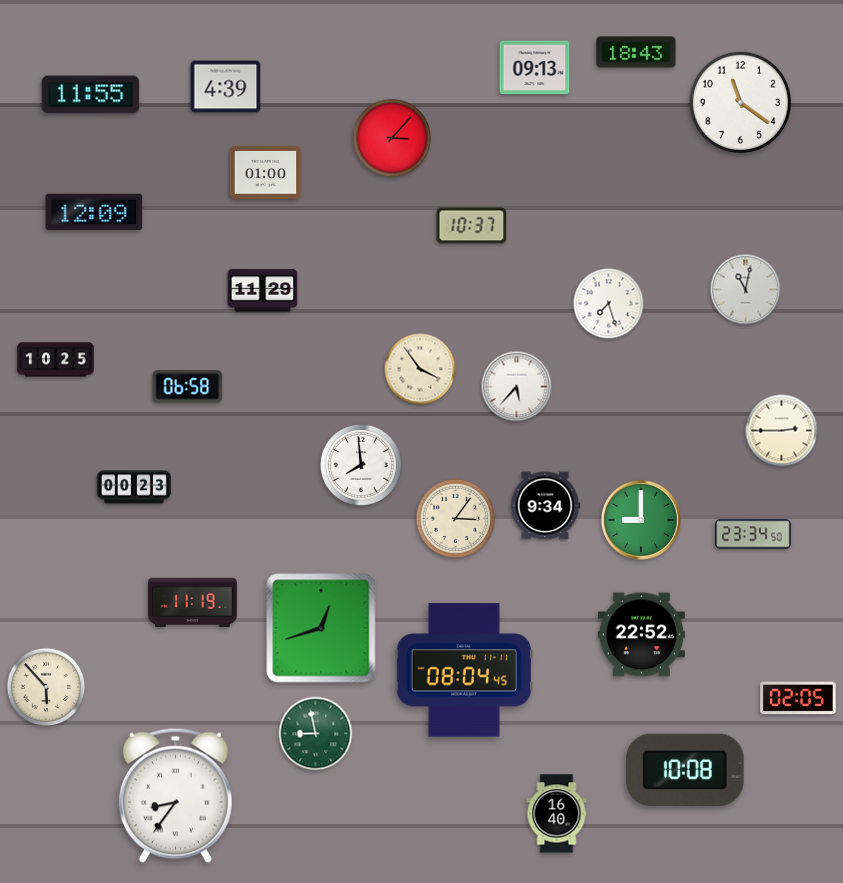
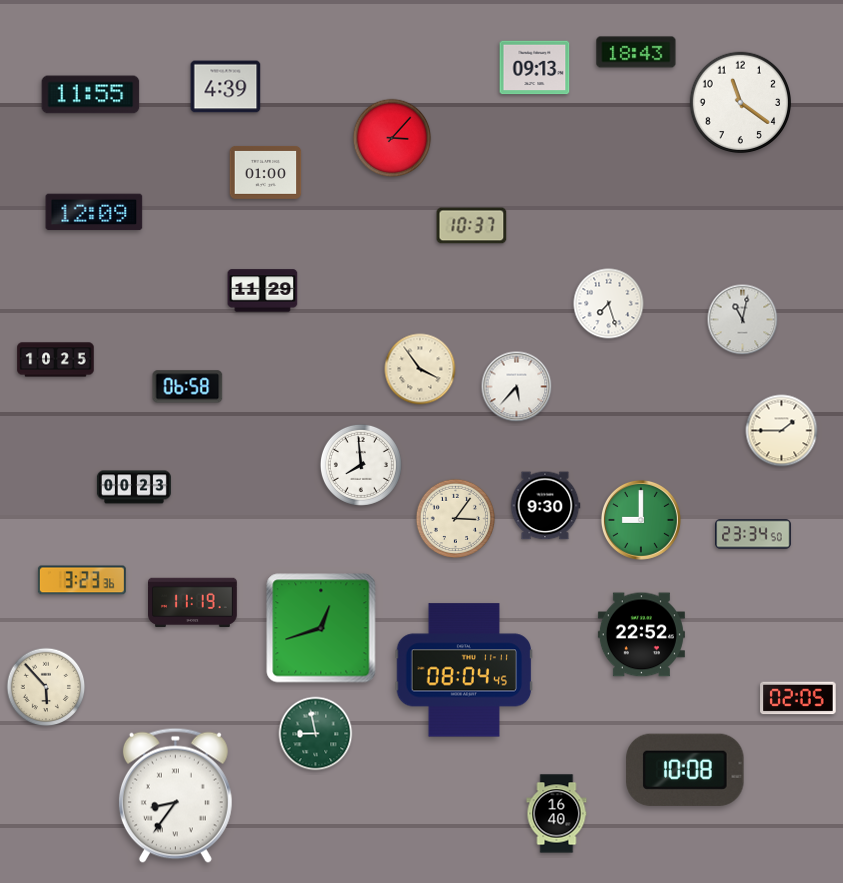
clock at (746, 290) position: (746, 290) -> (743, 320)
clock at (782, 431): 2:45 -> 1:45
clock at (545, 506): 9:34 -> 9:30
clock at (82, 580): none -> 3:23
